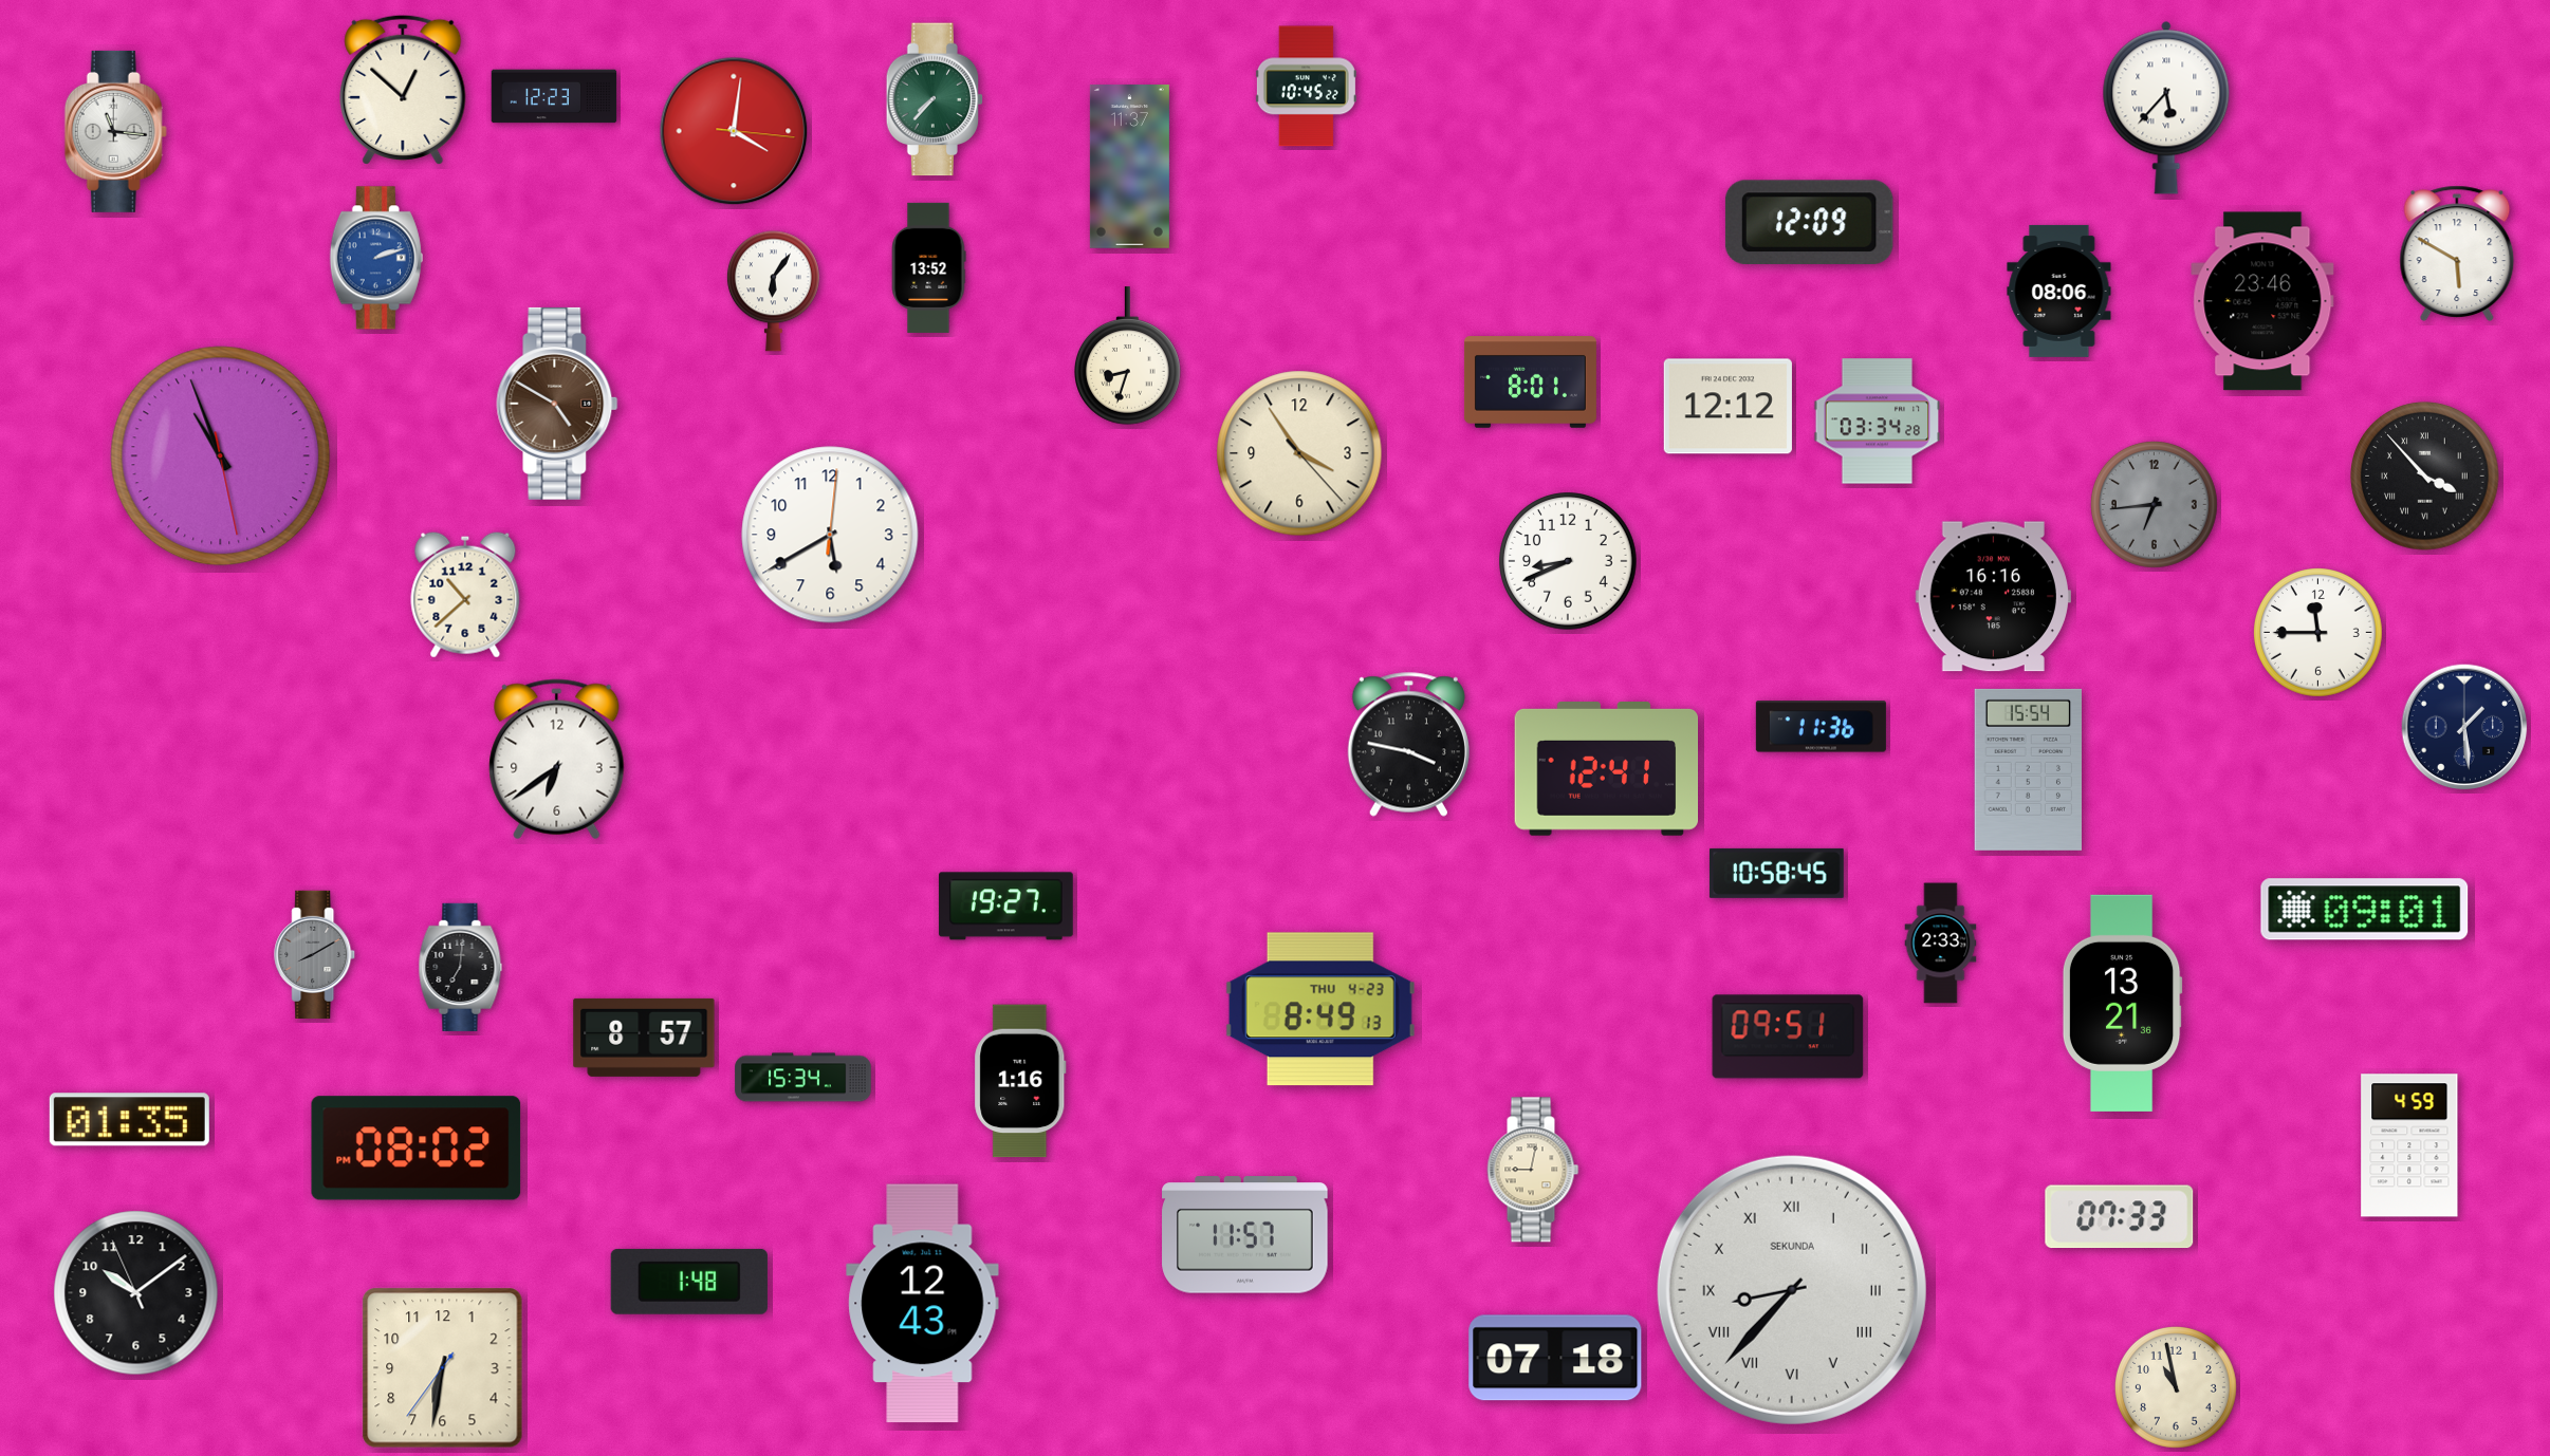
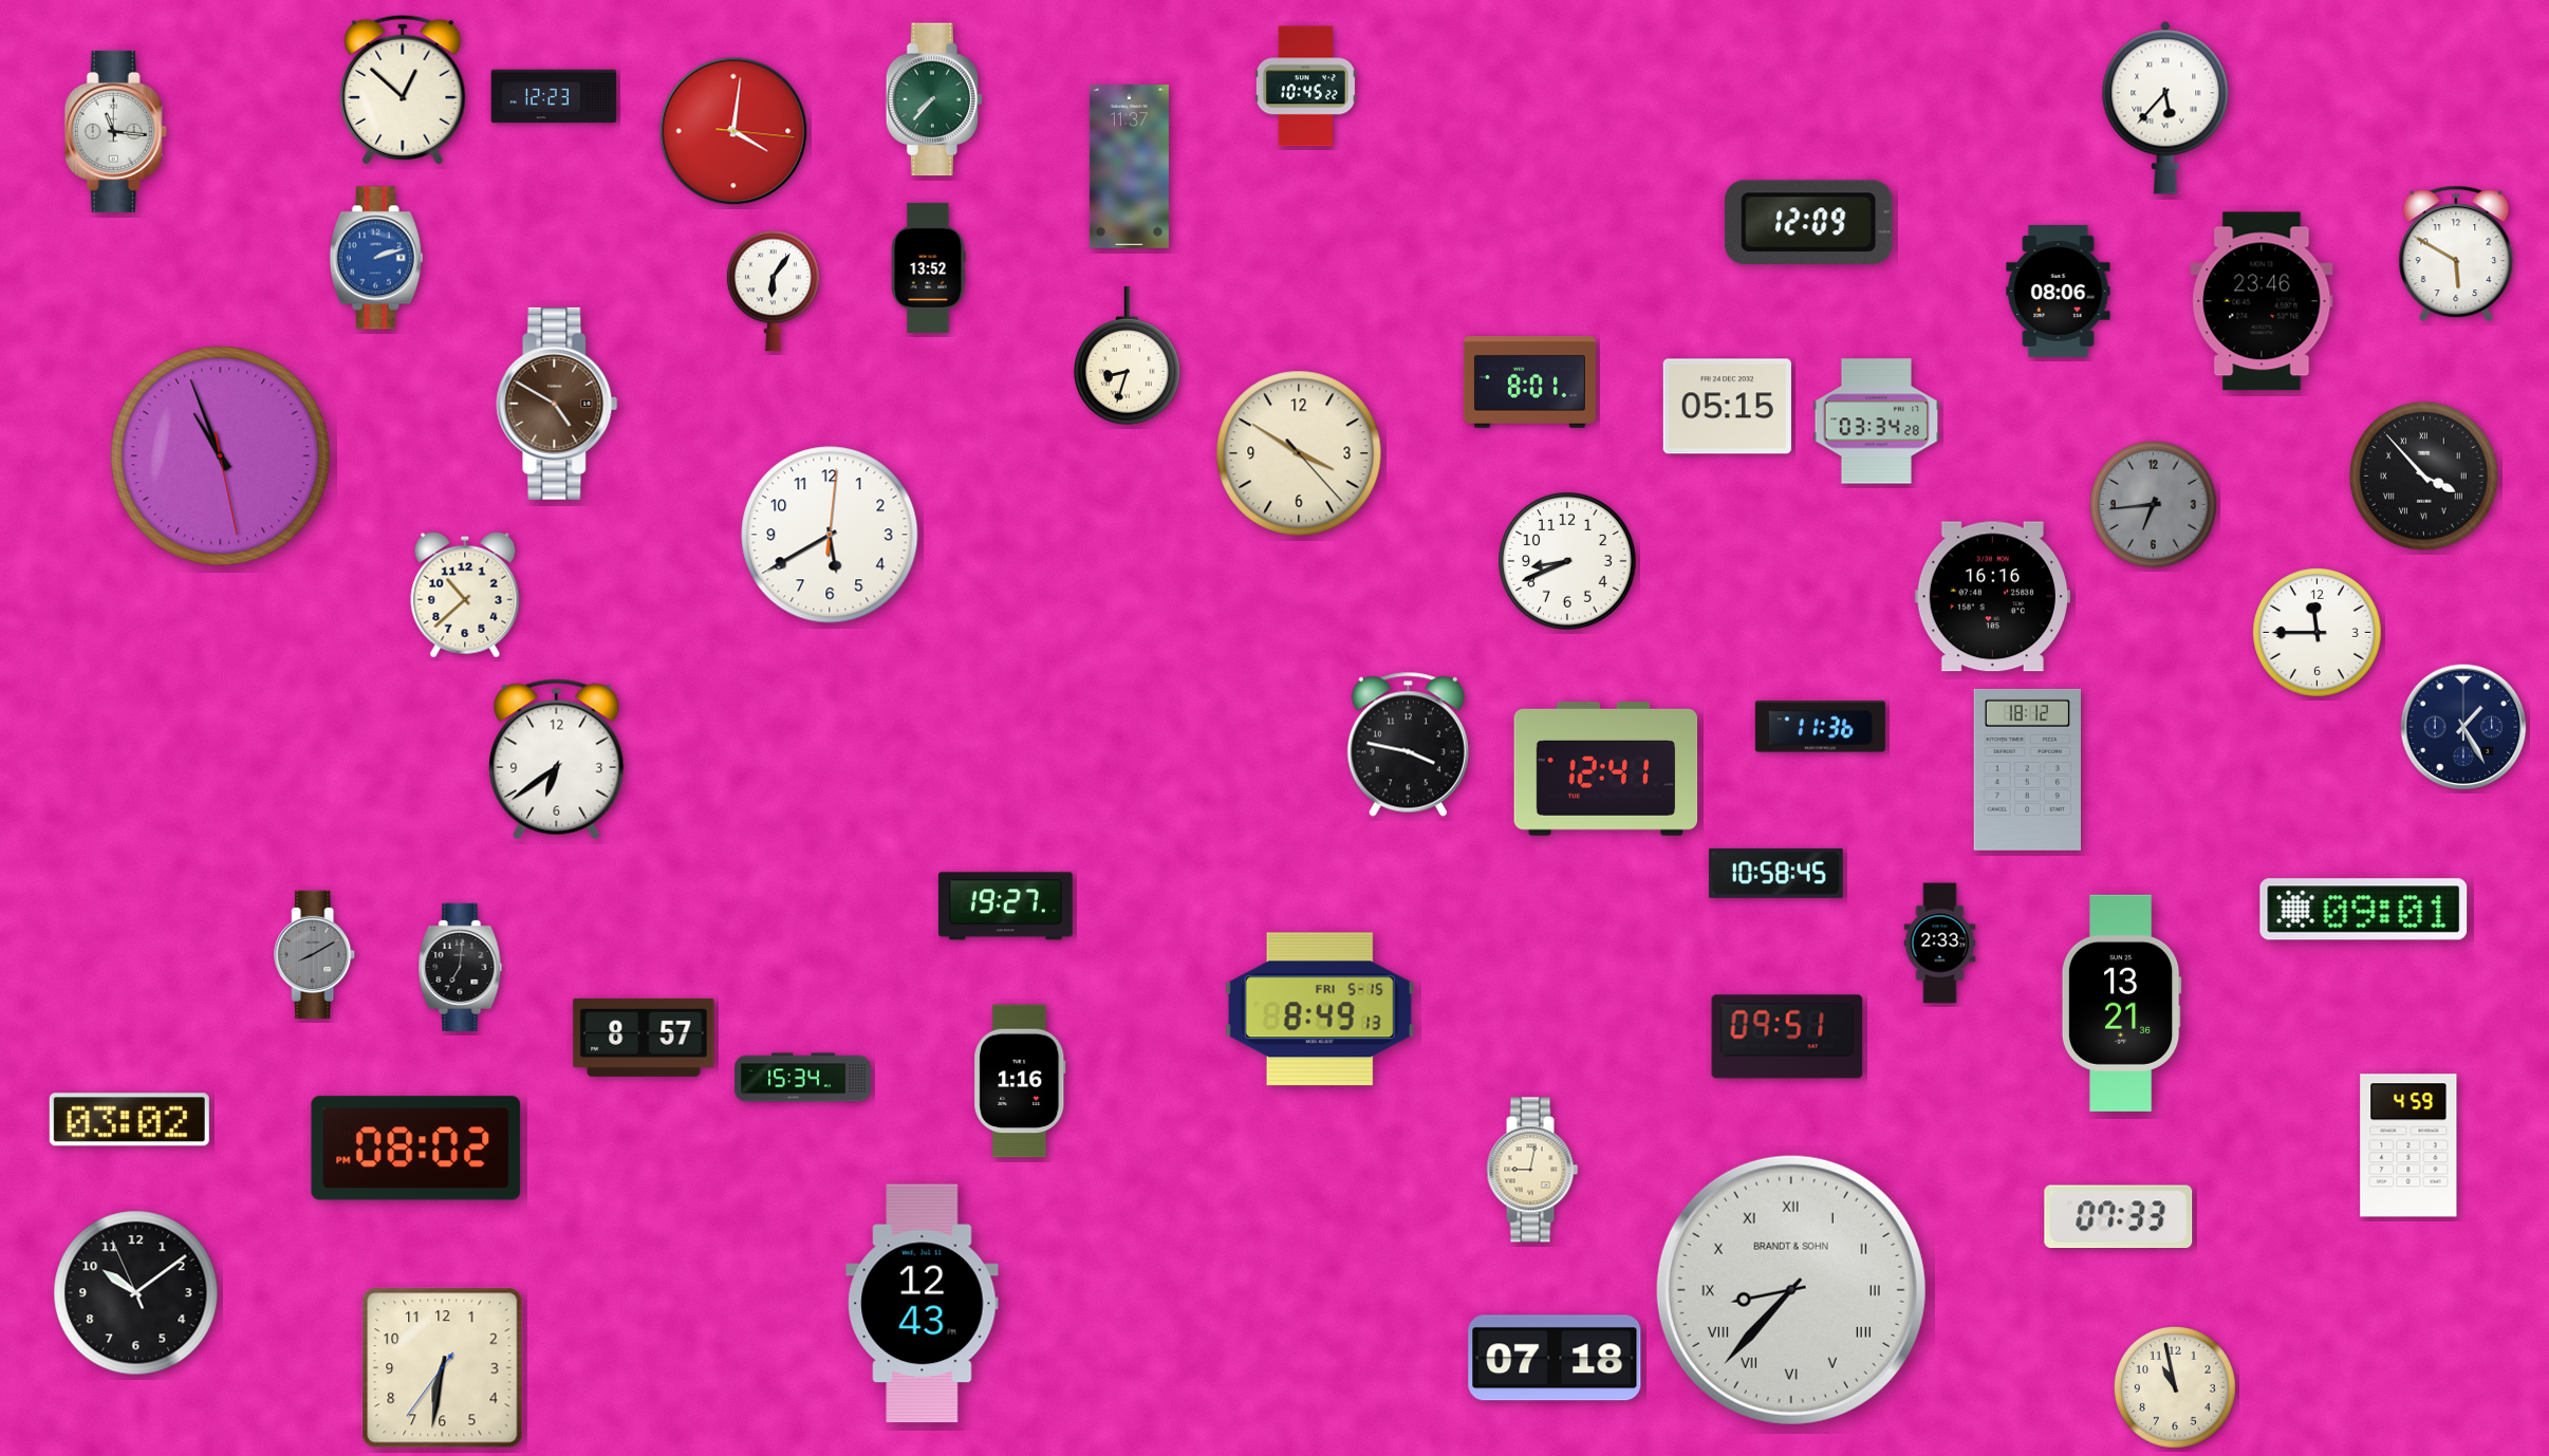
clock at (1727, 407): 12:12 -> 05:15
clock at (1299, 453): 3:54 -> 3:50
clock at (2464, 727): 1:29 -> 1:25
clock at (2028, 769): 15:54 -> 18:12
clock at (1320, 1009) date: THU 4-23 -> FRI 5-15
clock at (129, 1120): 01:35 -> 03:02
clock at (1245, 1235): 11:57 -> none
clock at (689, 1282): 1:48 -> none
clock at (1792, 1290) brand: SEKUNDA -> BRANDT & SOHN
